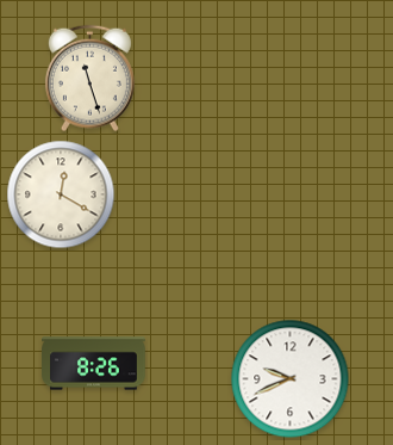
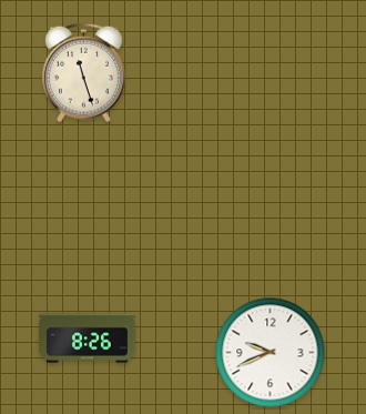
clock at (61, 194): 12:20 -> none
